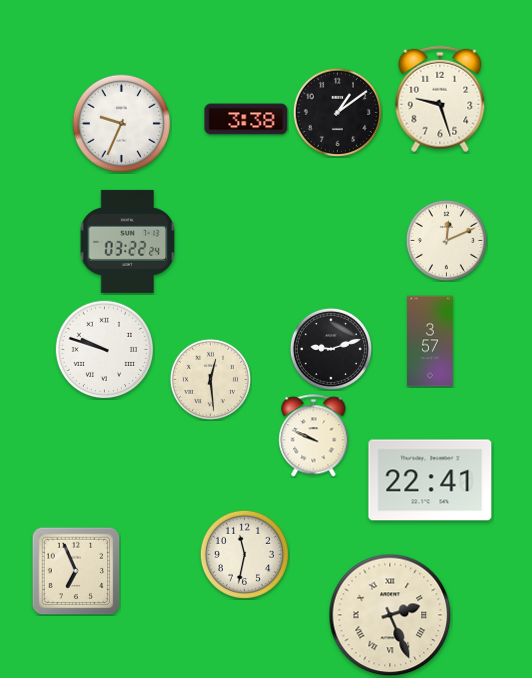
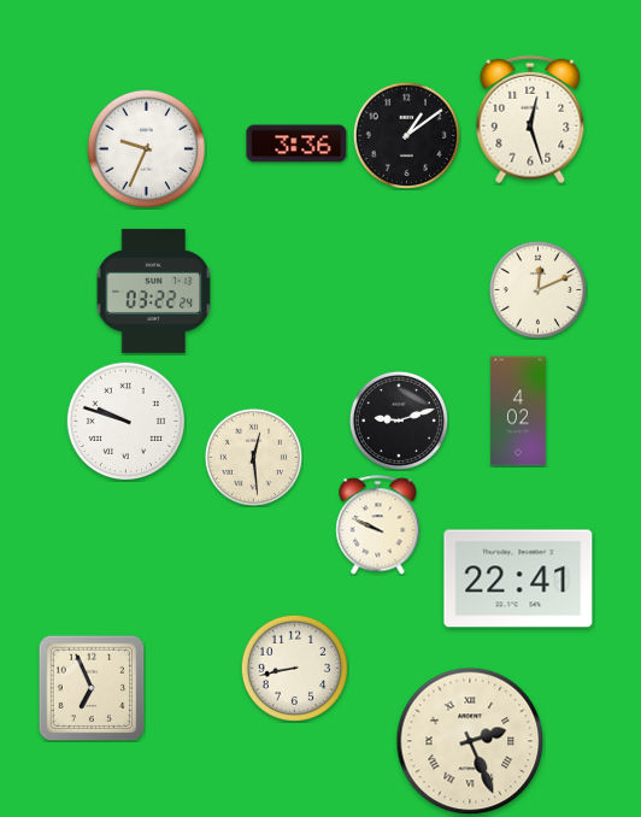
clock at (440, 99): 9:27 -> 12:27
clock at (246, 119): 3:38 -> 3:36
clock at (430, 341): 3:57 -> 4:02
clock at (244, 554): 11:32 -> 8:43
